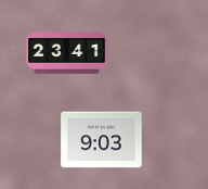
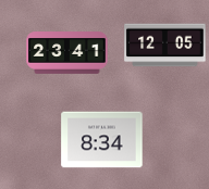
clock at (165, 46): none -> 12:05
clock at (102, 140): 9:03 -> 8:34
